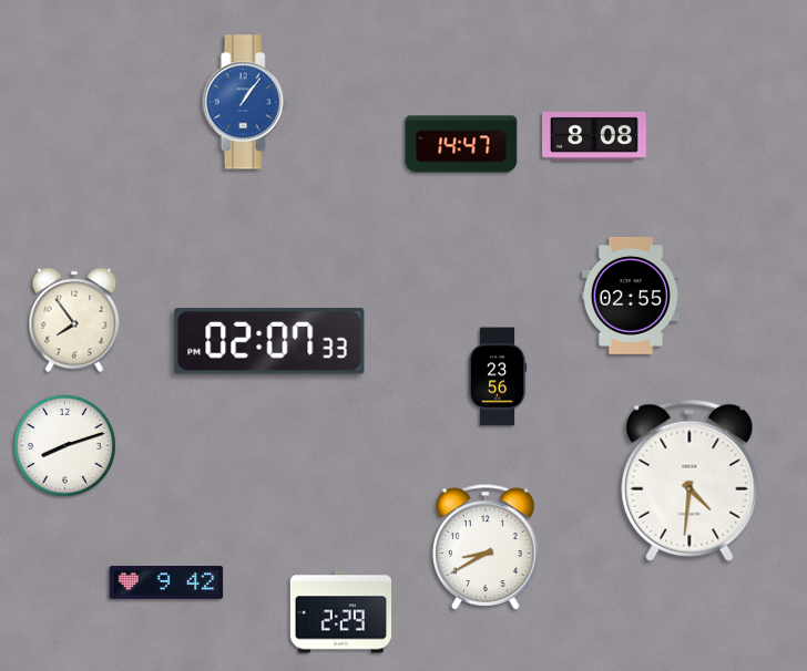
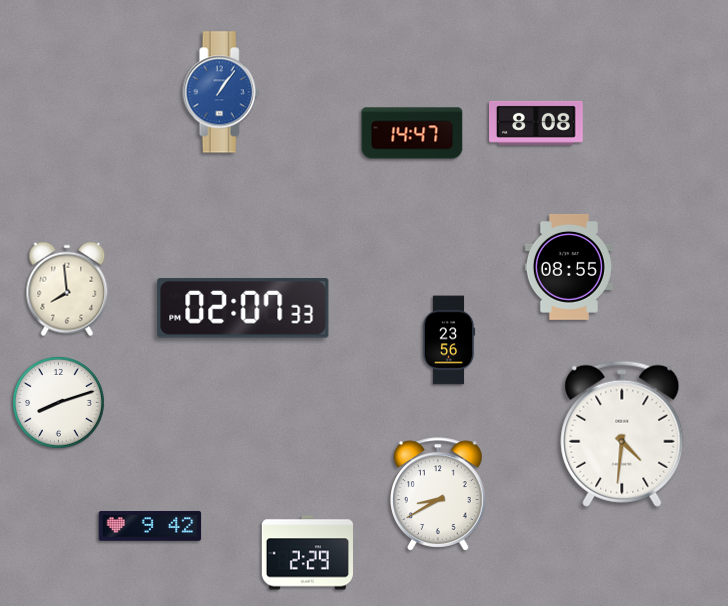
clock at (461, 144) position: (461, 144) -> (412, 133)
clock at (631, 296): 02:55 -> 08:55
clock at (74, 320): 7:54 -> 7:59
